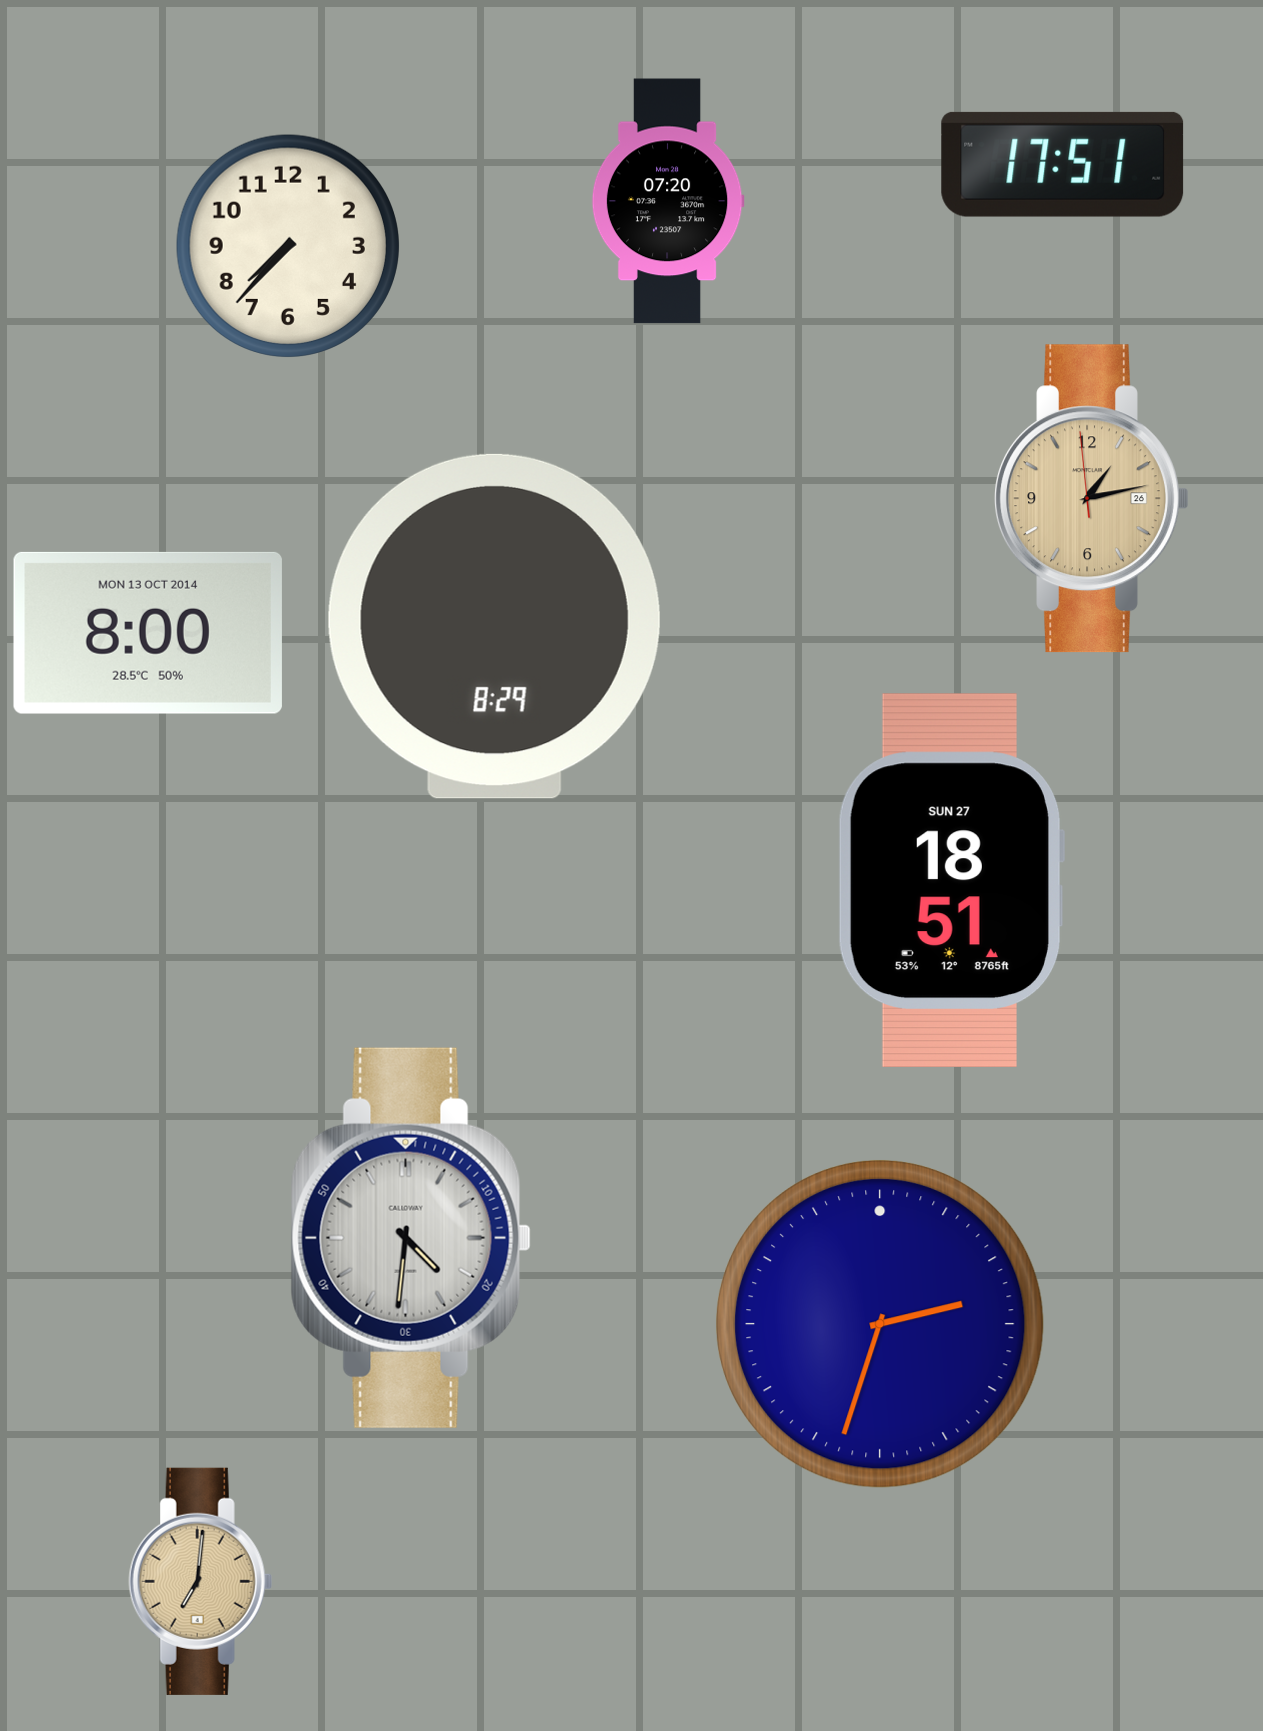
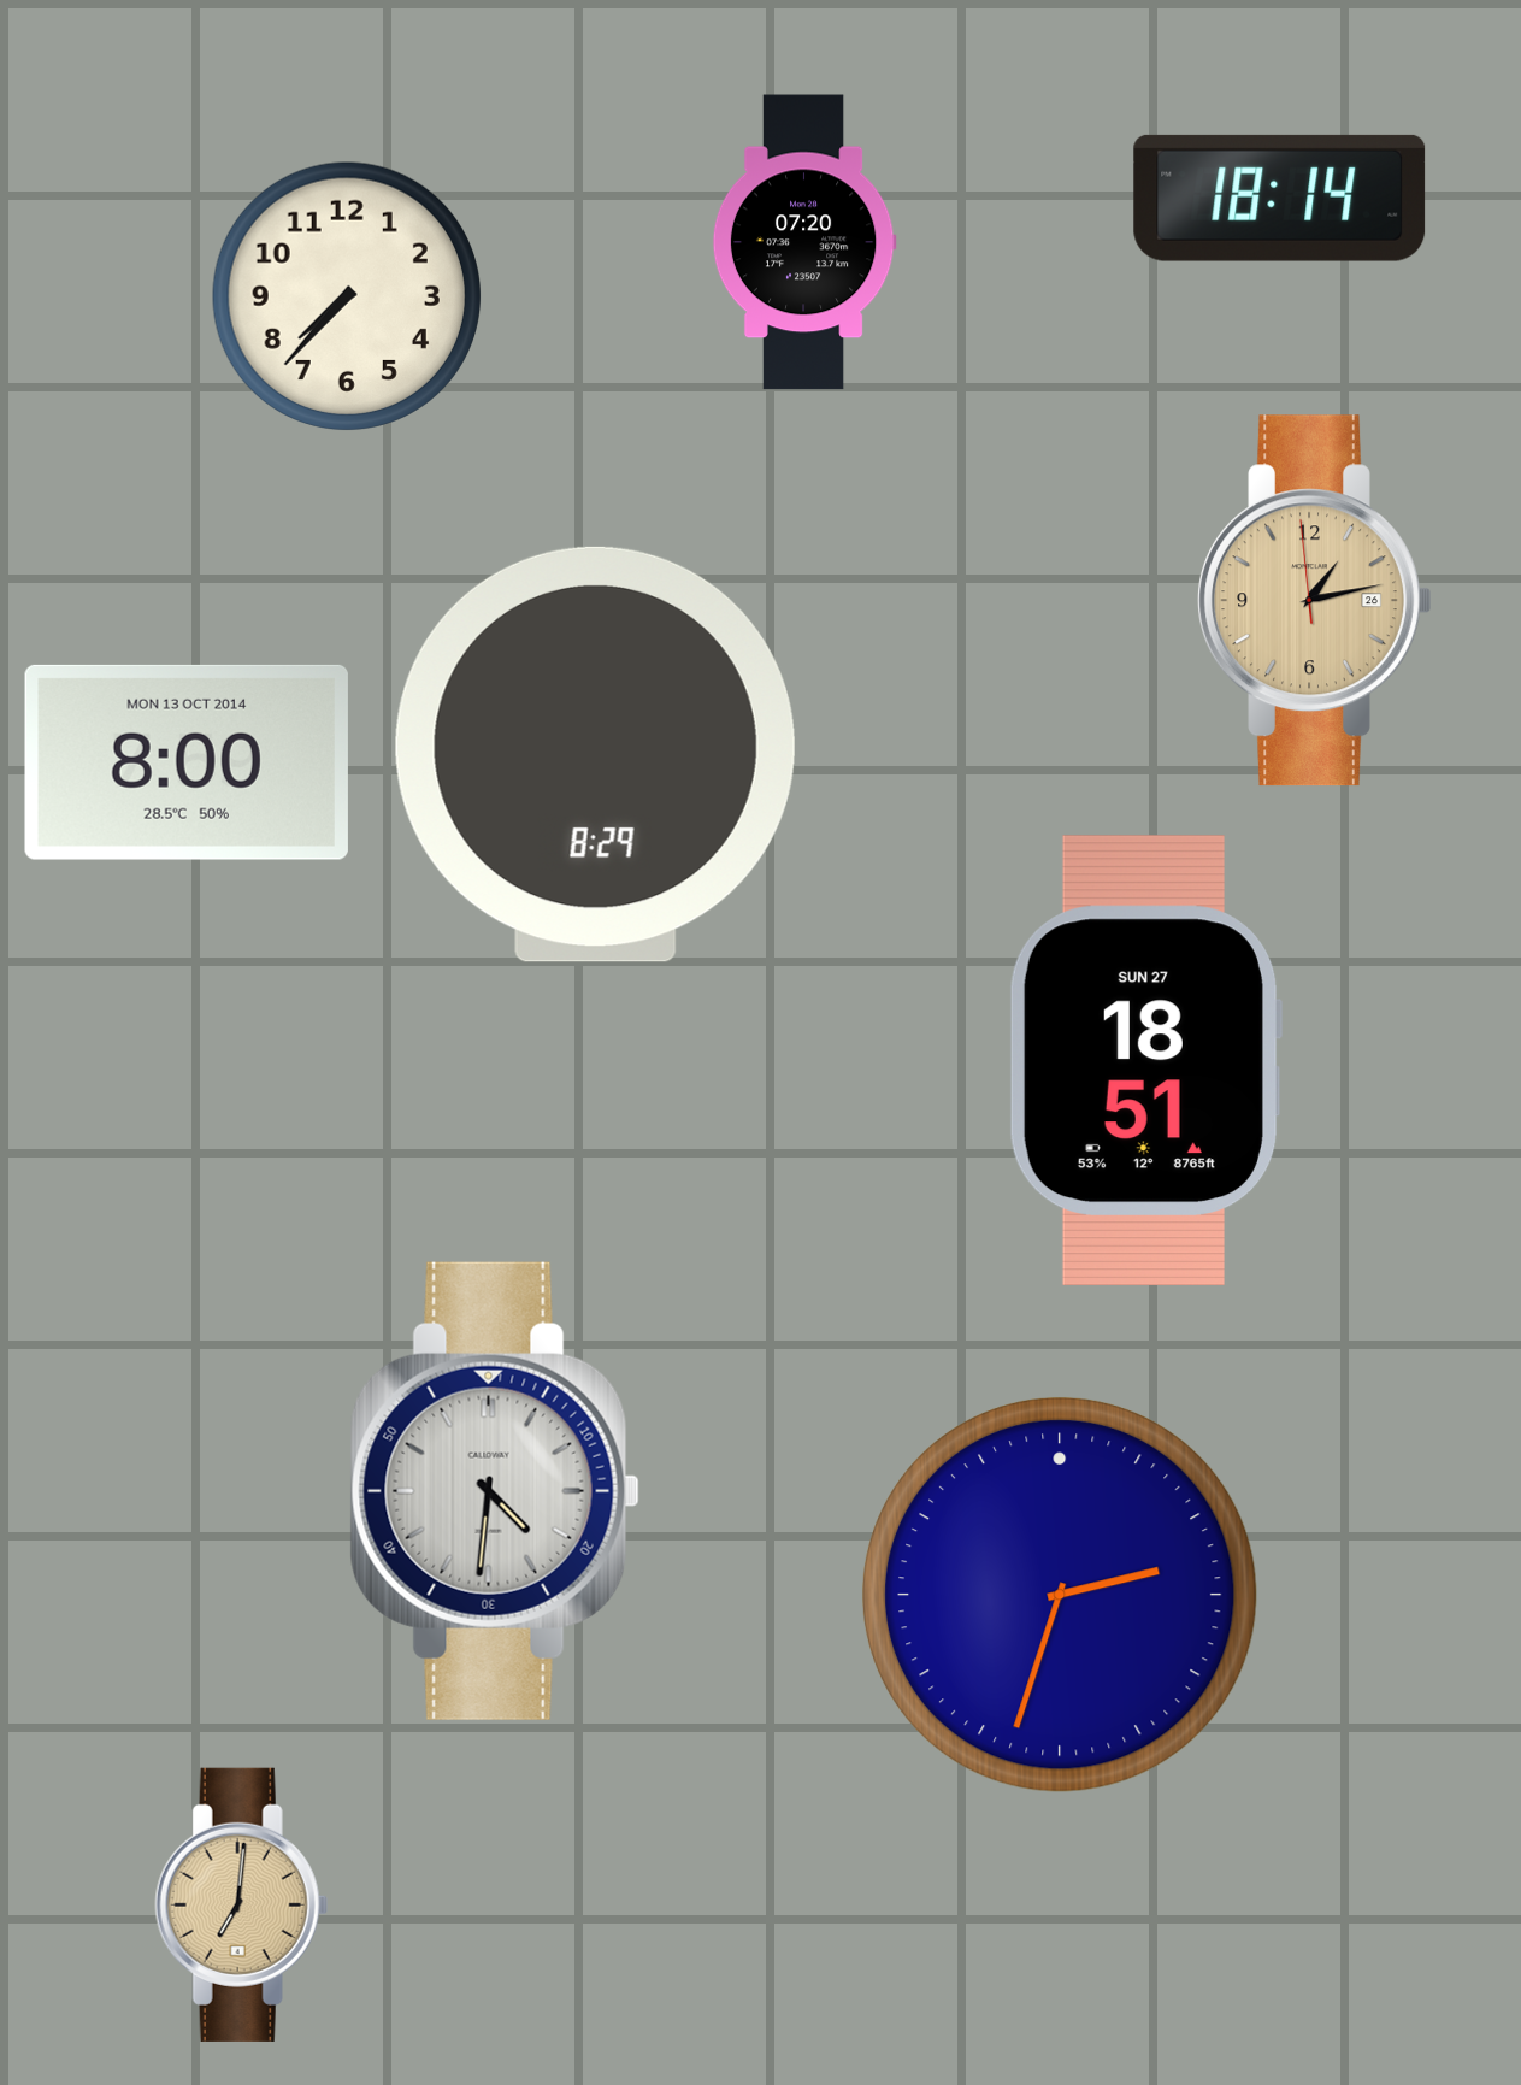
clock at (1063, 164): 17:51 -> 18:14
clock at (148, 633) position: (148, 633) -> (187, 762)
